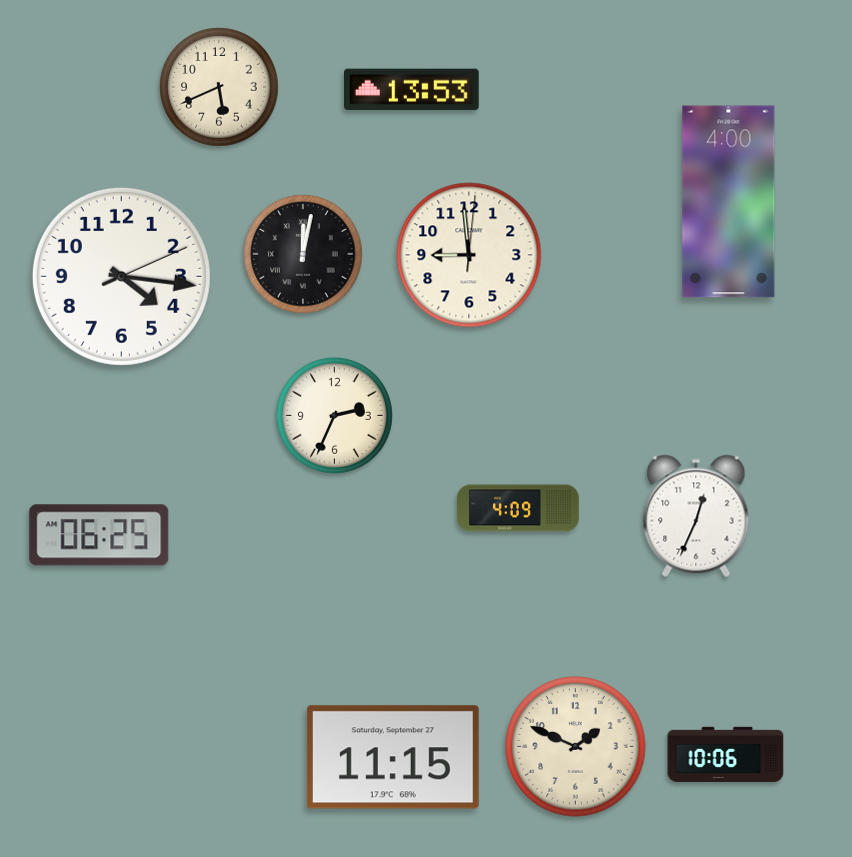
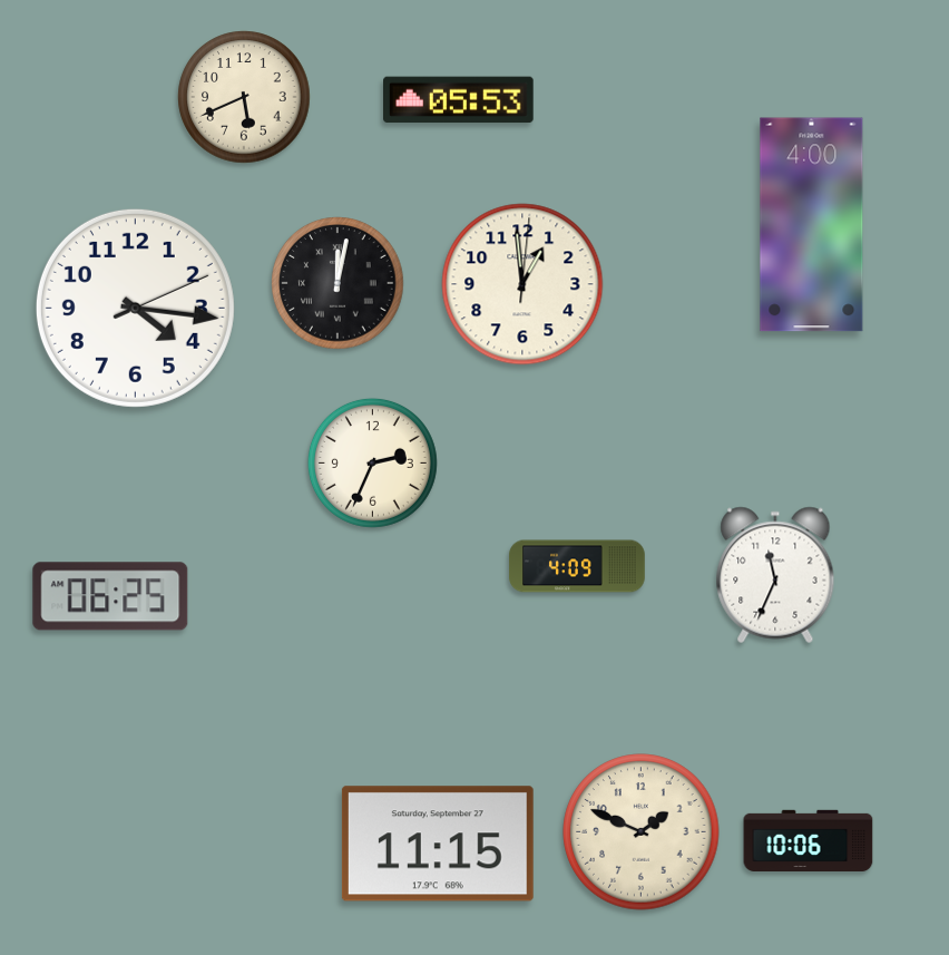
clock at (412, 90): 13:53 -> 05:53
clock at (469, 255): 8:59 -> 12:59
clock at (696, 516): 12:34 -> 11:34
